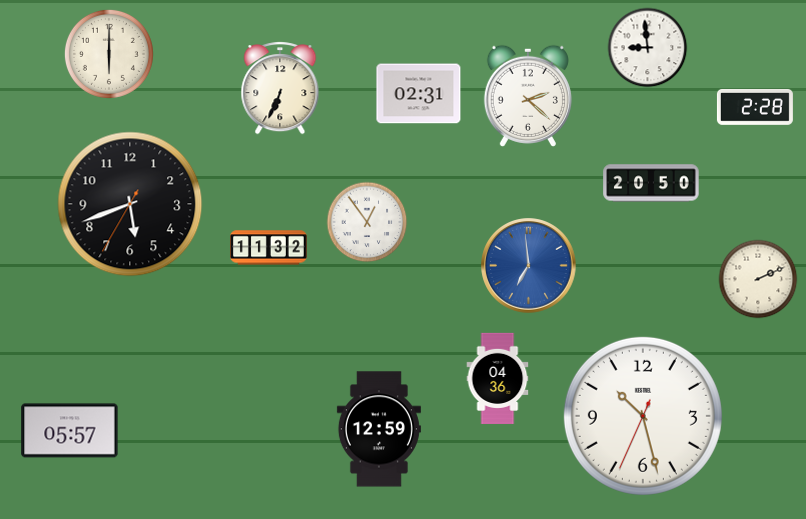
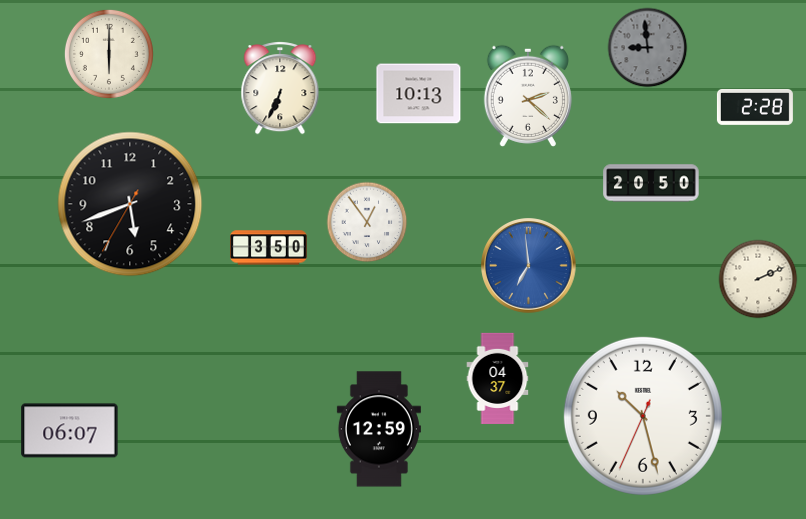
clock at (648, 48) dial: white -> grey
clock at (419, 94): 02:31 -> 10:13
clock at (269, 248): 11:32 -> 3:50
clock at (498, 378): 04:36 -> 04:37
clock at (70, 431): 05:57 -> 06:07
